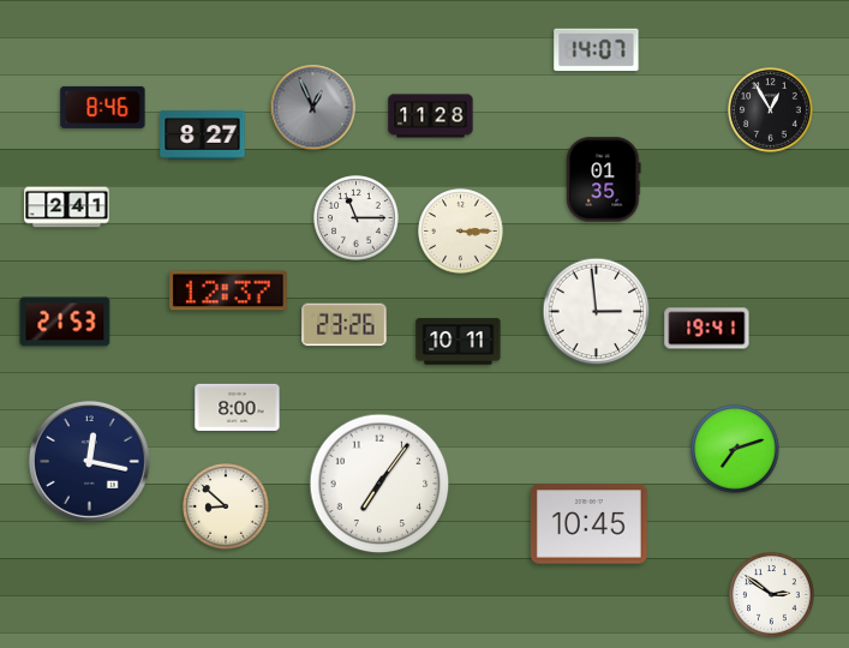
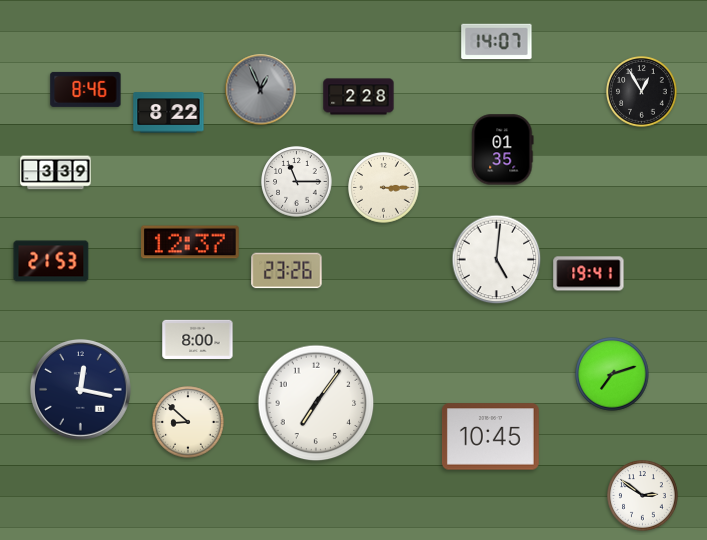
clock at (431, 116): 11:28 -> 2:28
clock at (203, 136): 8:27 -> 8:22
clock at (67, 208): 2:41 -> 3:39
clock at (461, 232) position: (461, 232) -> (384, 188)
clock at (597, 312): 2:59 -> 5:01
clock at (65, 322) position: (65, 322) -> (51, 261)
clock at (459, 342): 10:11 -> none
clock at (89, 461) position: (89, 461) -> (80, 389)
